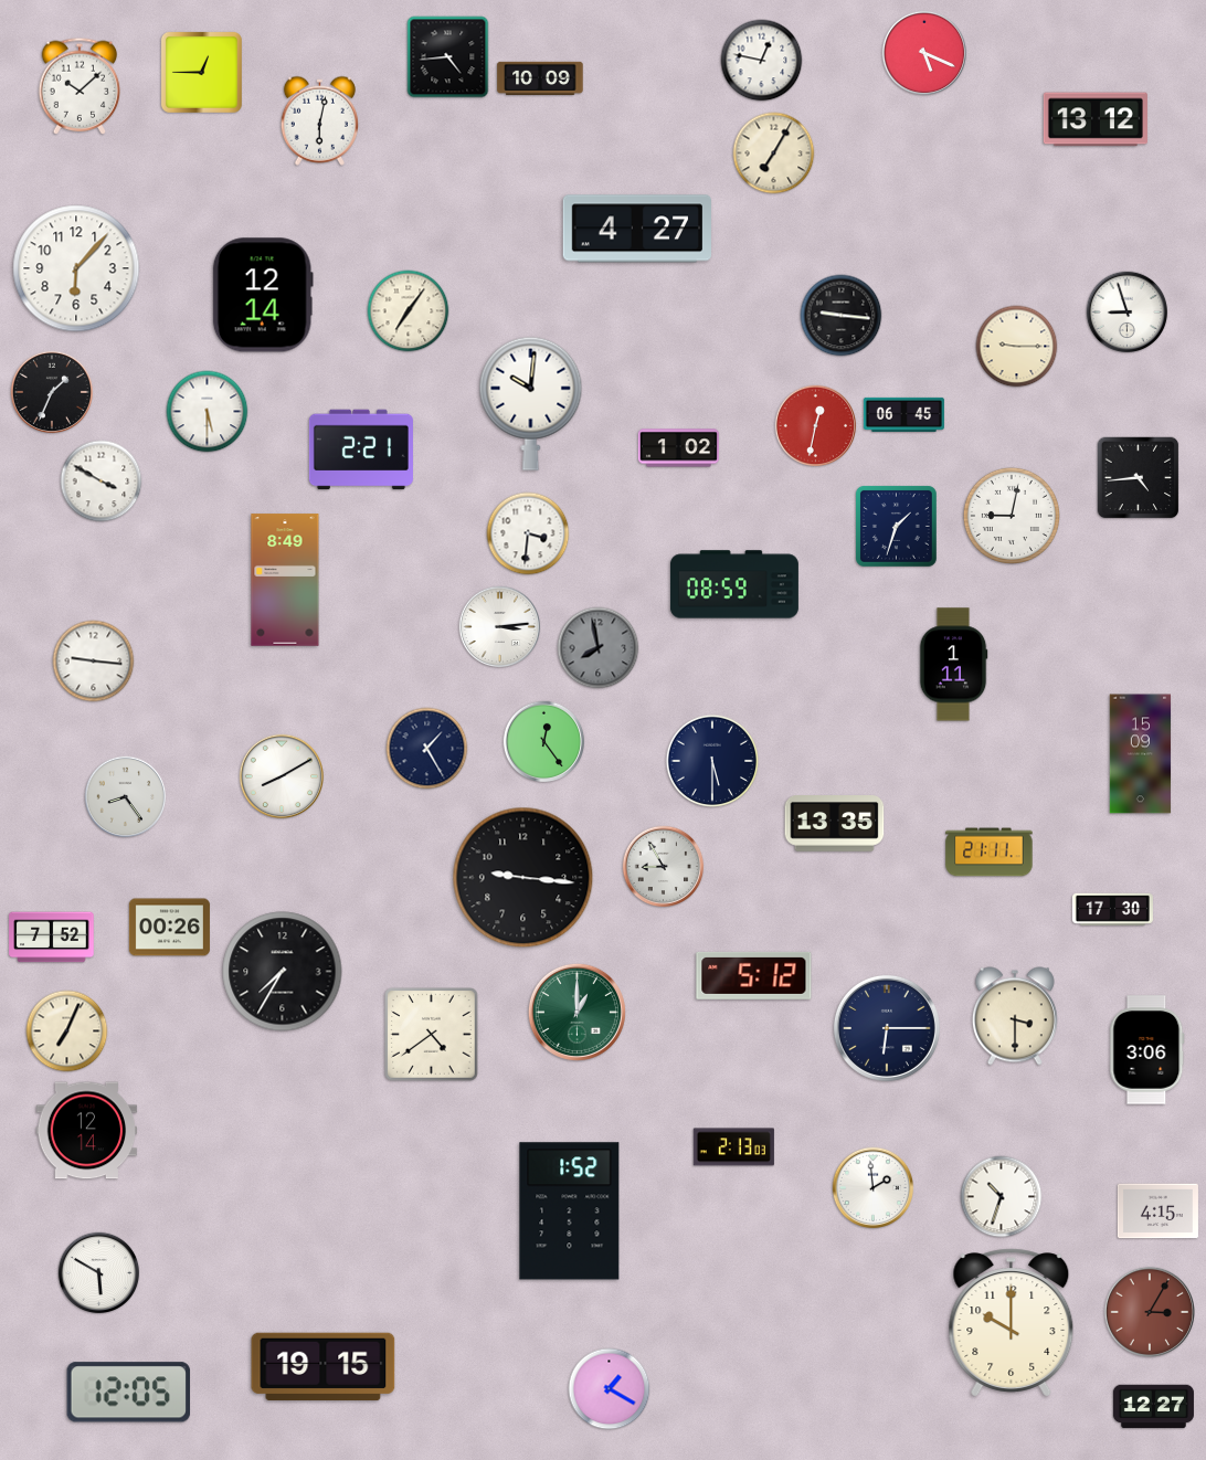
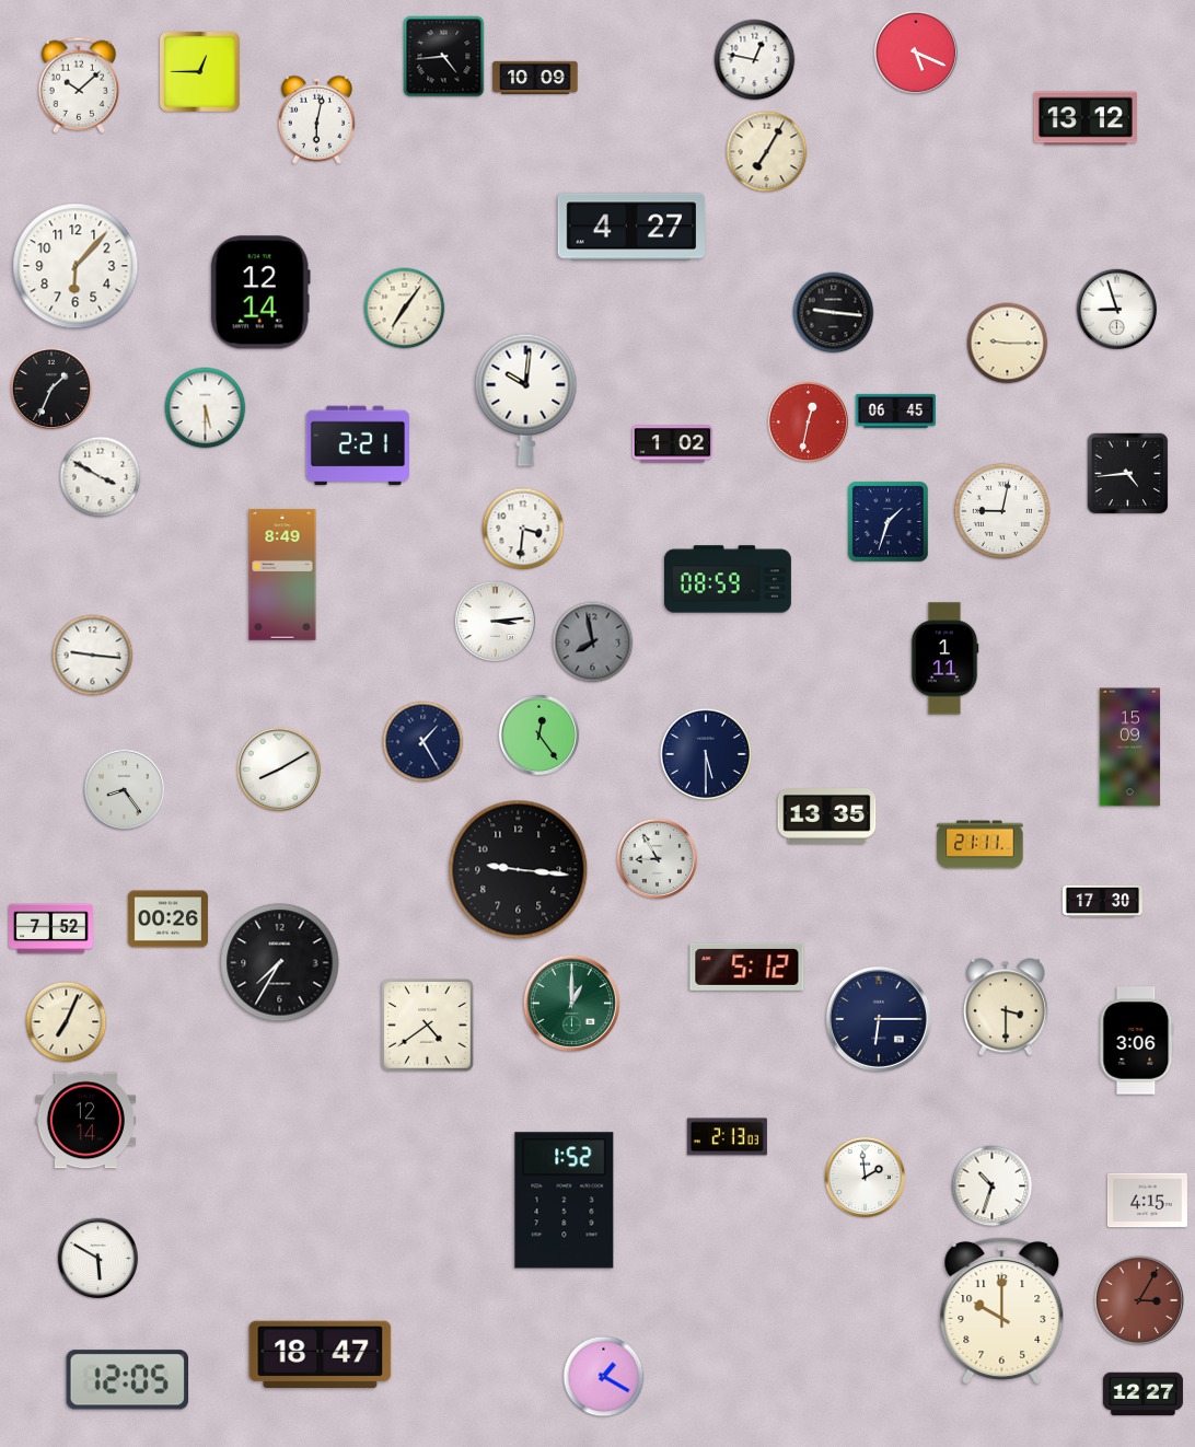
clock at (99, 1273) position: (99, 1273) -> (98, 1259)
clock at (324, 1367): 19:15 -> 18:47
